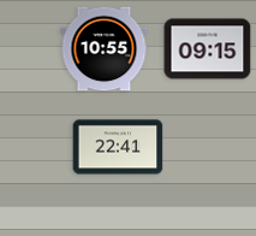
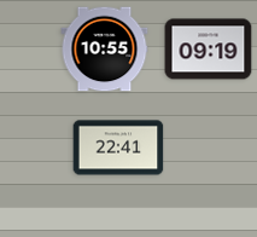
clock at (208, 49): 09:15 -> 09:19
